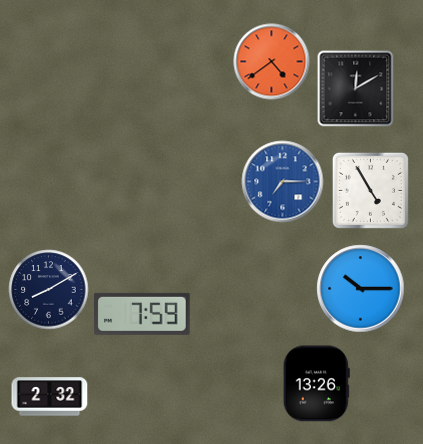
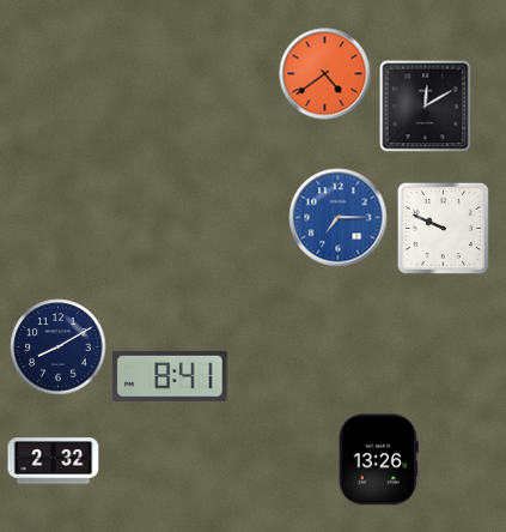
clock at (370, 190): 4:55 -> 9:49
clock at (361, 289): 10:15 -> none
clock at (142, 314): 7:59 -> 8:41
clock at (50, 397) position: (50, 397) -> (54, 461)
